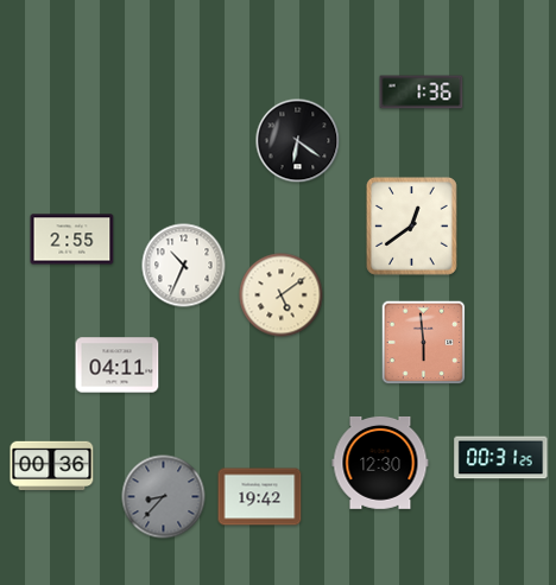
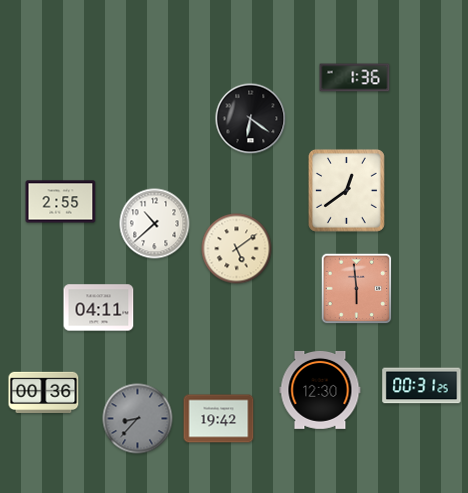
clock at (184, 266): 10:34 -> 10:38
